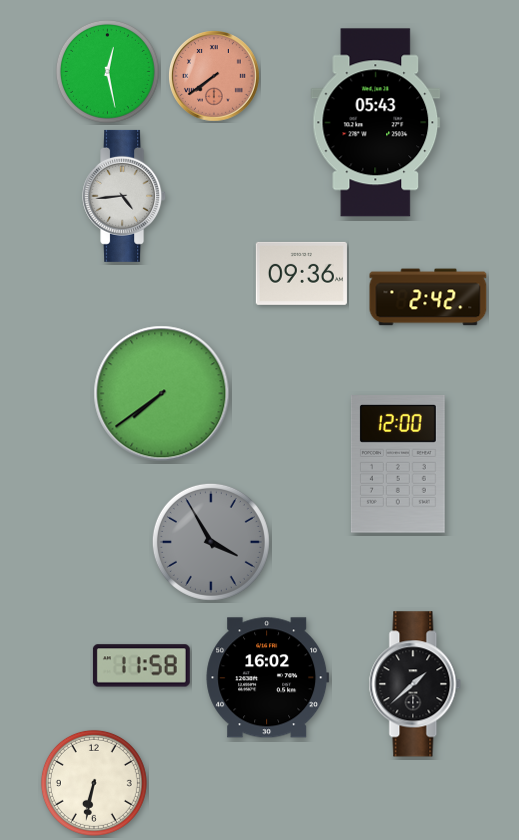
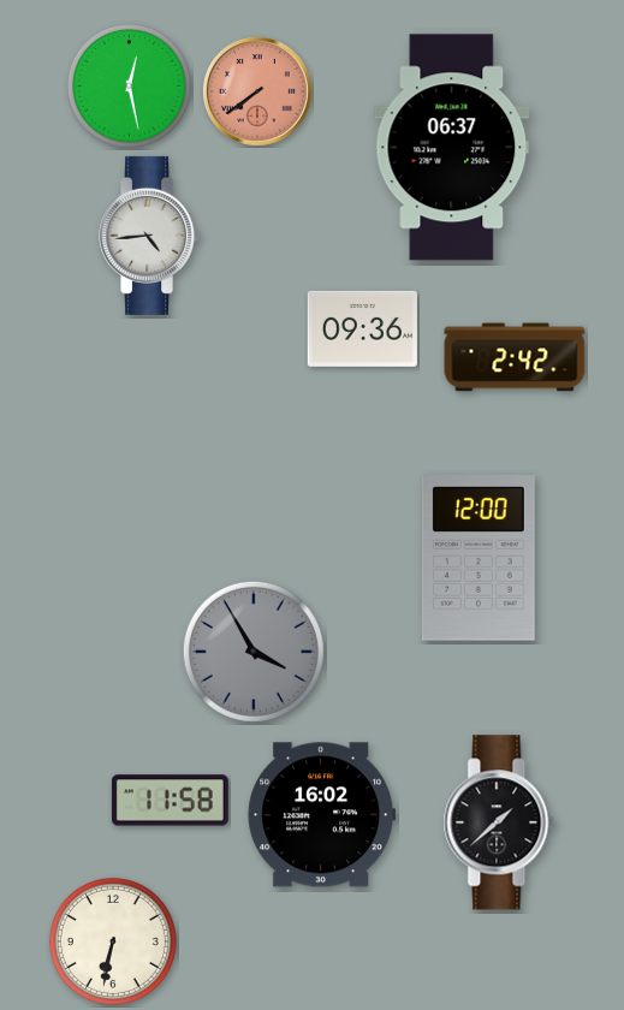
clock at (376, 123): 05:43 -> 06:37
clock at (162, 394): 7:39 -> none
